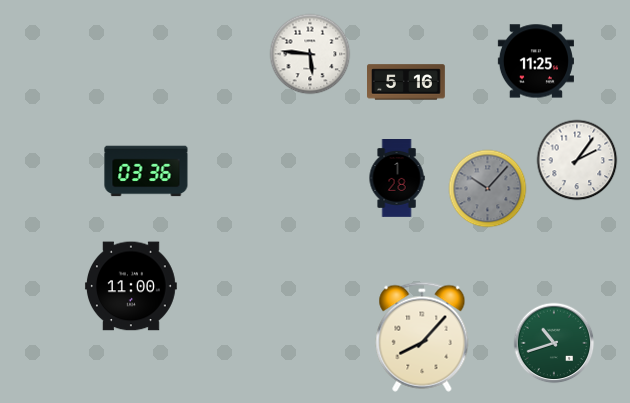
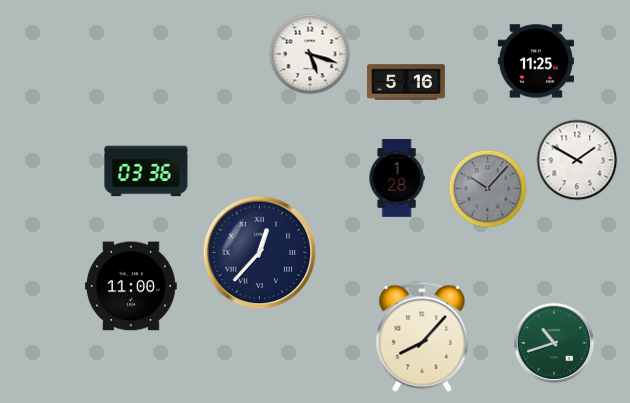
clock at (310, 54): 5:46 -> 5:18
clock at (577, 160): 2:06 -> 1:50
clock at (260, 253): none -> 12:37
